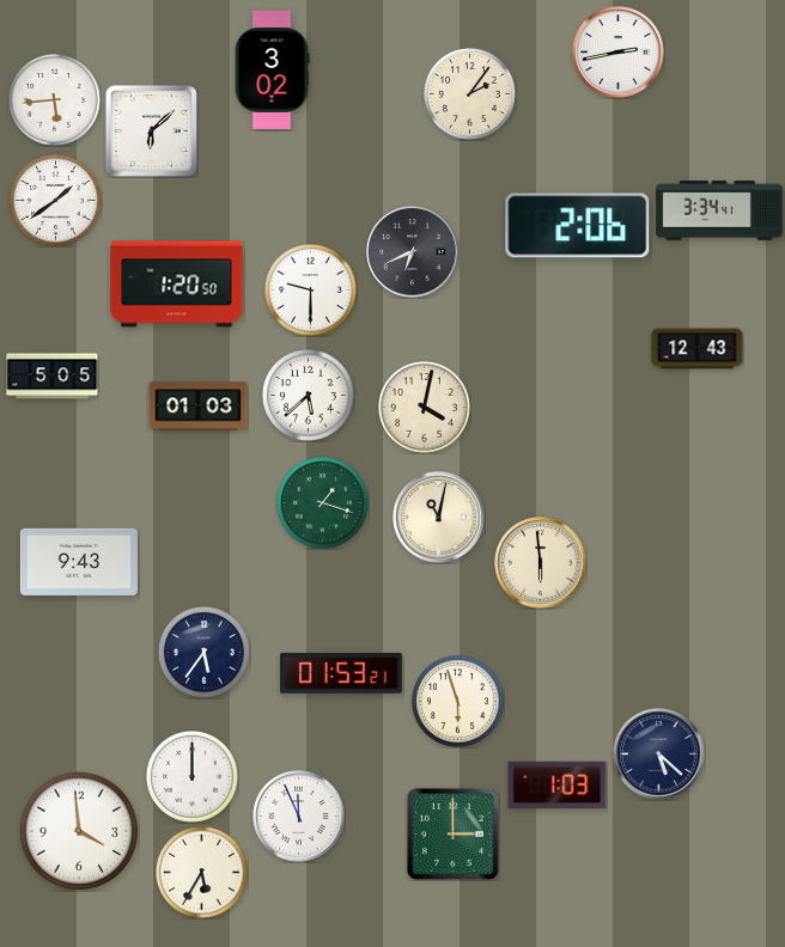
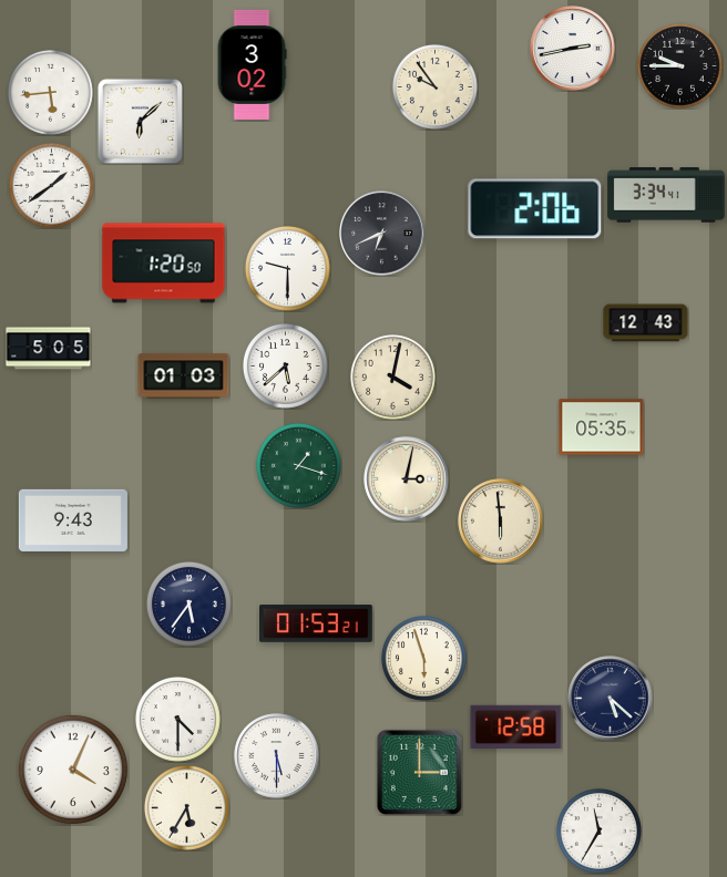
clock at (679, 65): none -> 9:45
clock at (469, 93): 2:06 -> 9:54
clock at (602, 427): none -> 05:35
clock at (439, 518): 11:02 -> 3:02
clock at (457, 701) position: (457, 701) -> (423, 658)
clock at (191, 776): 12:00 -> 4:30
clock at (558, 784): 1:03 -> 12:58
clock at (299, 817): 11:56 -> 5:30
clock at (79, 831): 3:59 -> 4:04
clock at (598, 830): none -> 11:35
